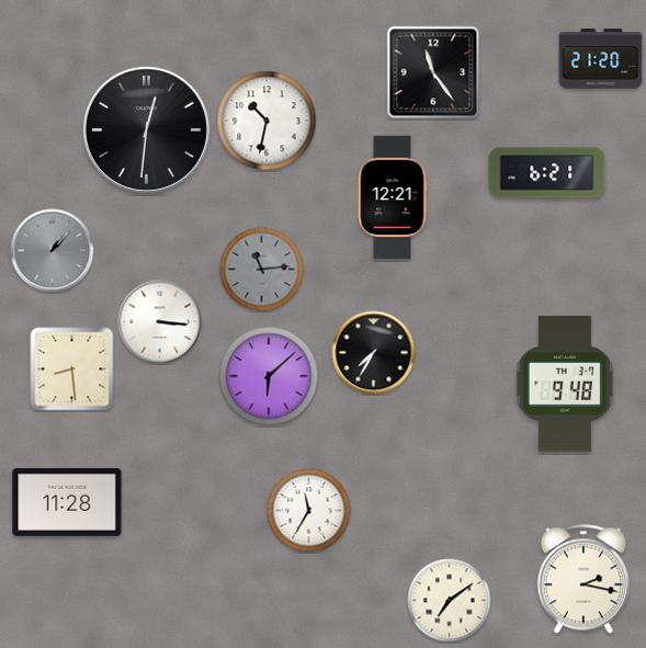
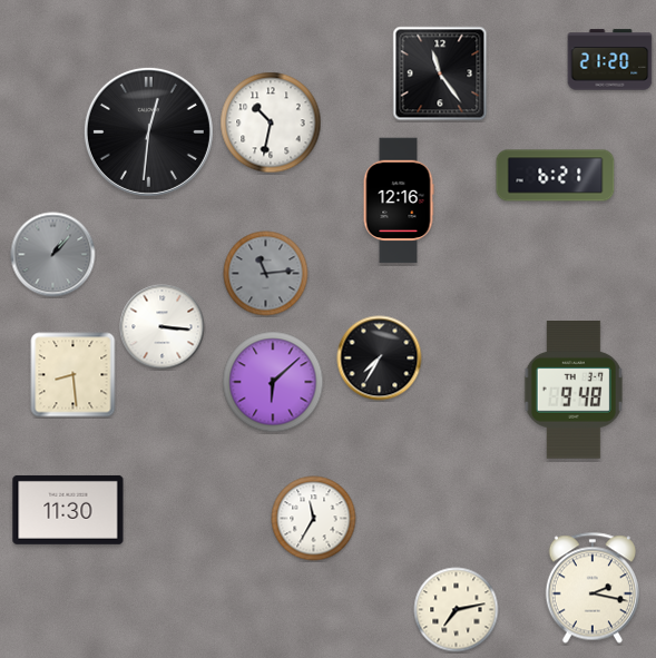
clock at (393, 197): 12:21 -> 12:16
clock at (67, 502): 11:28 -> 11:30
clock at (450, 601): 7:09 -> 7:13
